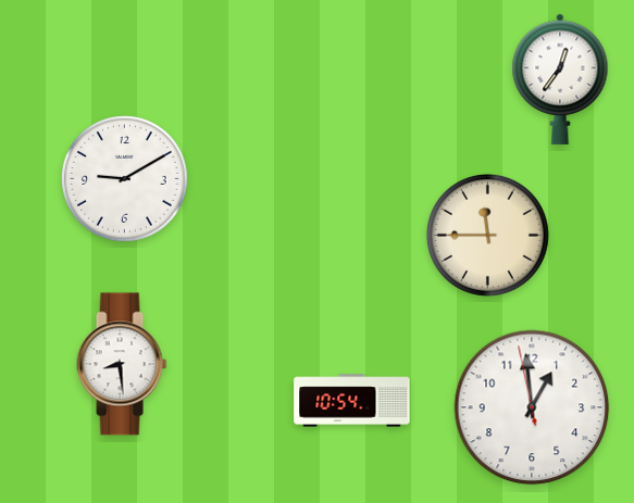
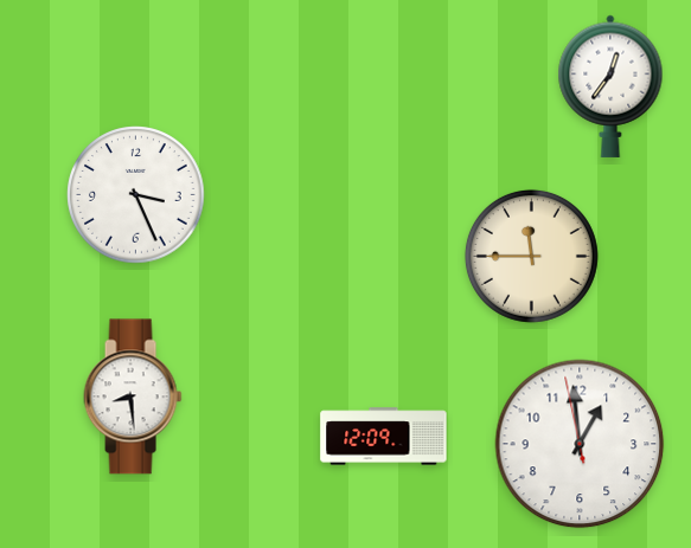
clock at (125, 179): 9:10 -> 3:26
clock at (352, 401): 10:54 -> 12:09
